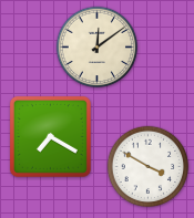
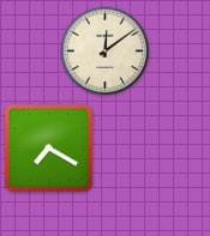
clock at (50, 136) position: (50, 136) -> (48, 147)
clock at (149, 167): 3:50 -> none
